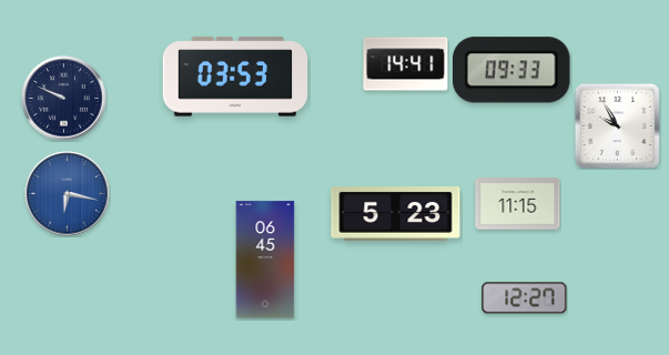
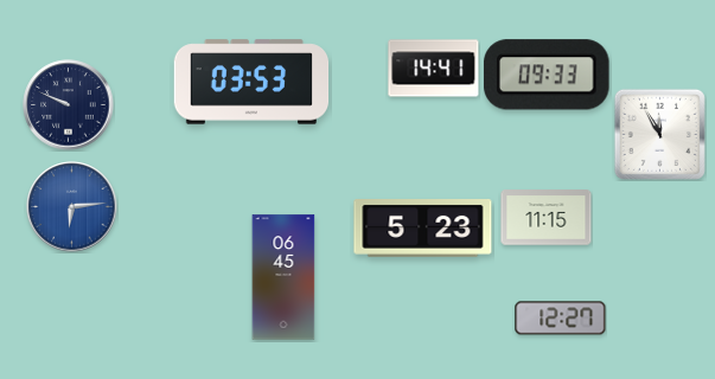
clock at (617, 125): 9:55 -> 11:55
clock at (68, 194): 6:17 -> 6:14
clock at (518, 204) position: (518, 204) -> (547, 218)
